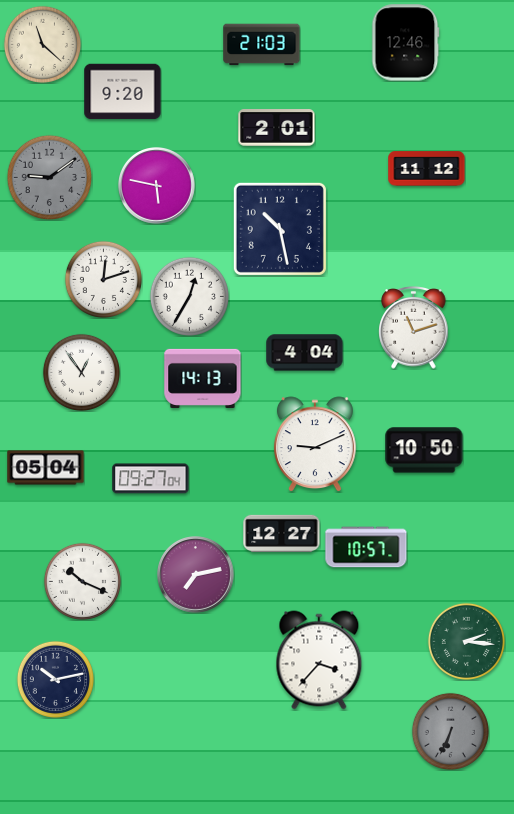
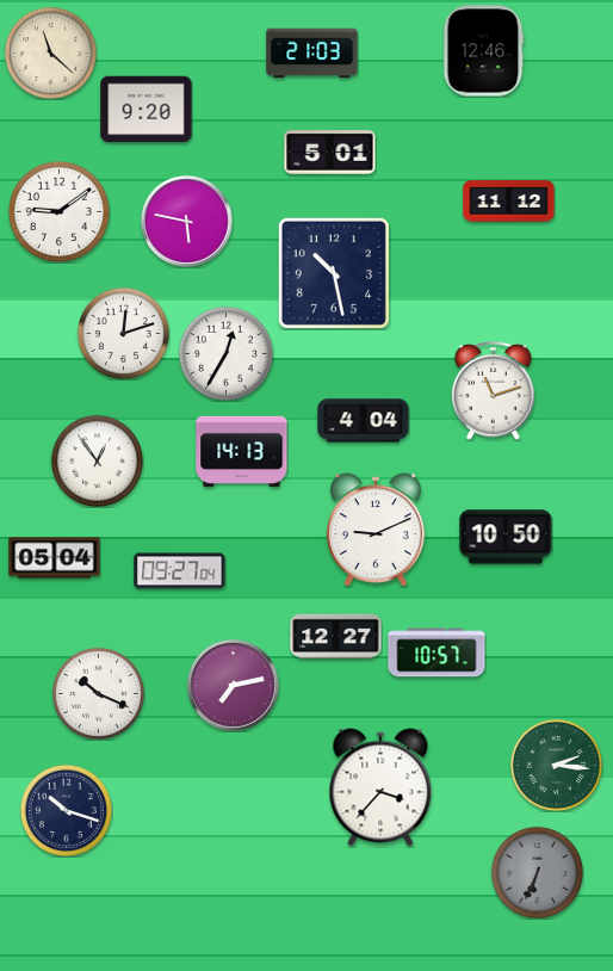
clock at (277, 128): 2:01 -> 5:01
clock at (49, 177) dial: grey -> white
clock at (81, 372) position: (81, 372) -> (97, 460)
clock at (55, 679): 10:13 -> 10:18
